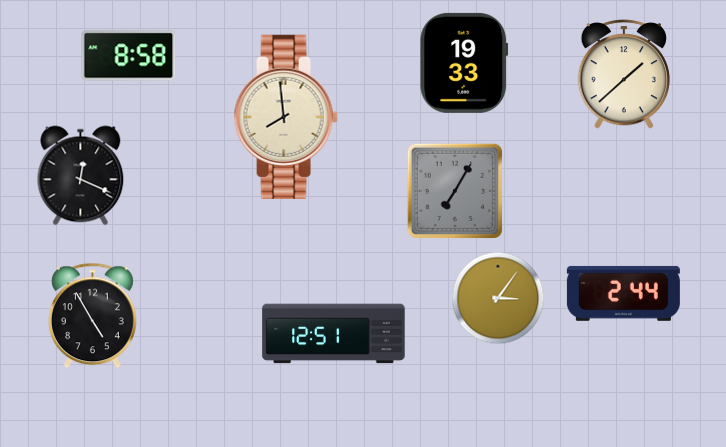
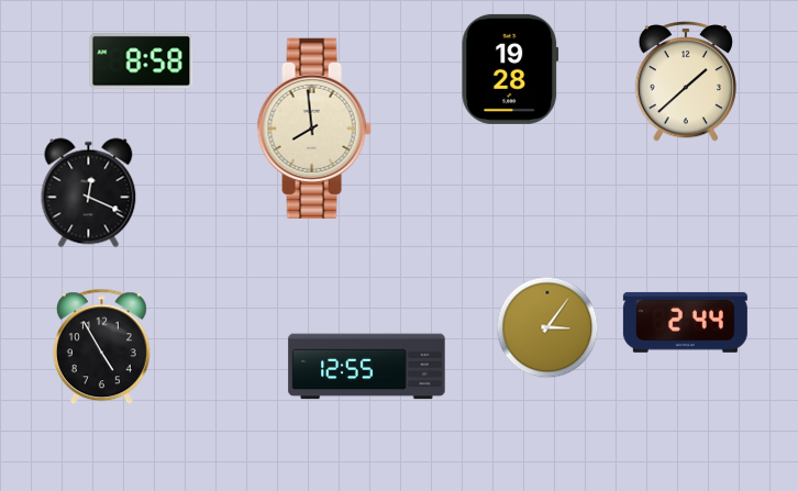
clock at (464, 63): 19:33 -> 19:28
clock at (454, 190): 7:05 -> none
clock at (334, 334): 12:51 -> 12:55
